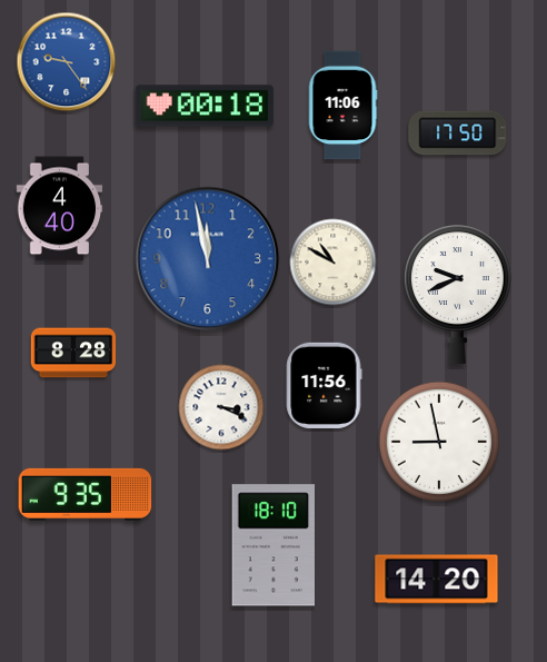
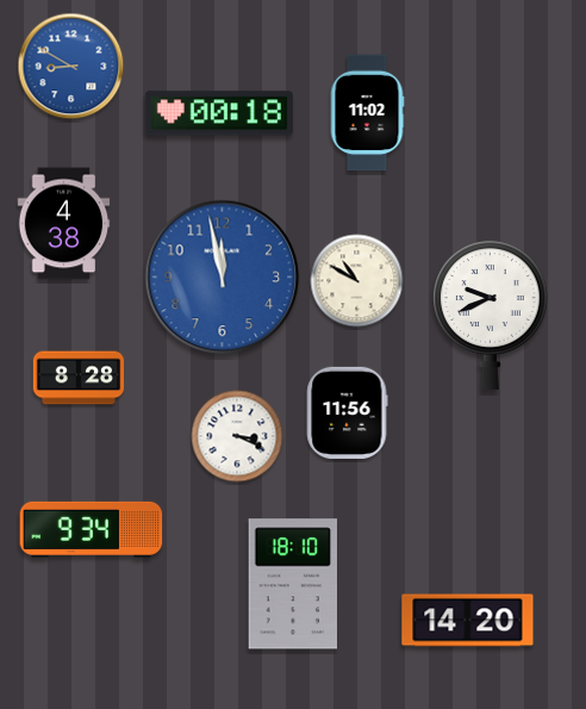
clock at (67, 62): 9:24 -> 8:50
clock at (342, 106): 11:06 -> 11:02
clock at (458, 134): 17:50 -> none
clock at (60, 209): 4:40 -> 4:38
clock at (439, 442): 8:58 -> none
clock at (86, 494): 9:35 -> 9:34
